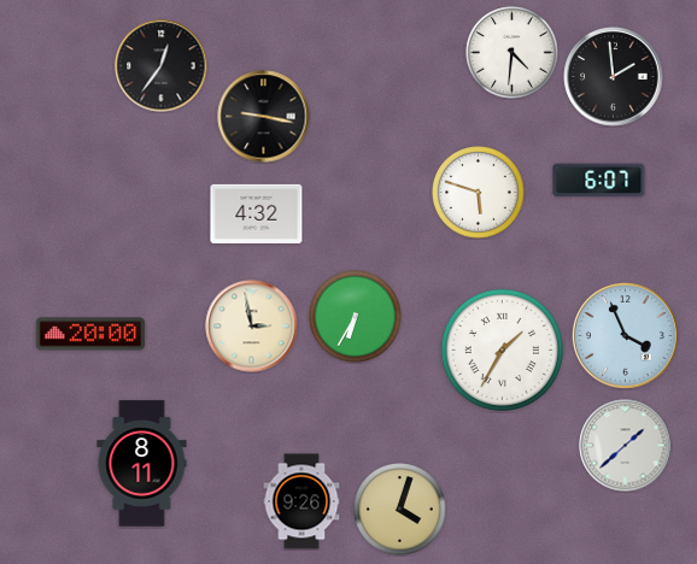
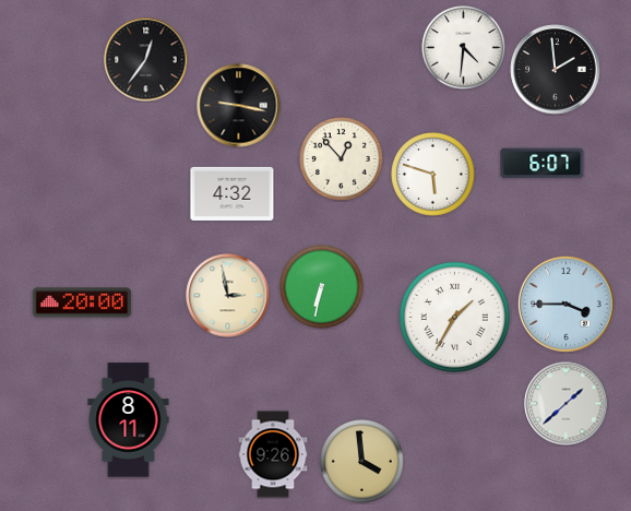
clock at (342, 159): none -> 12:53
clock at (356, 317): 6:35 -> 6:32
clock at (625, 335): 3:56 -> 3:45
clock at (400, 510): 4:03 -> 3:59
